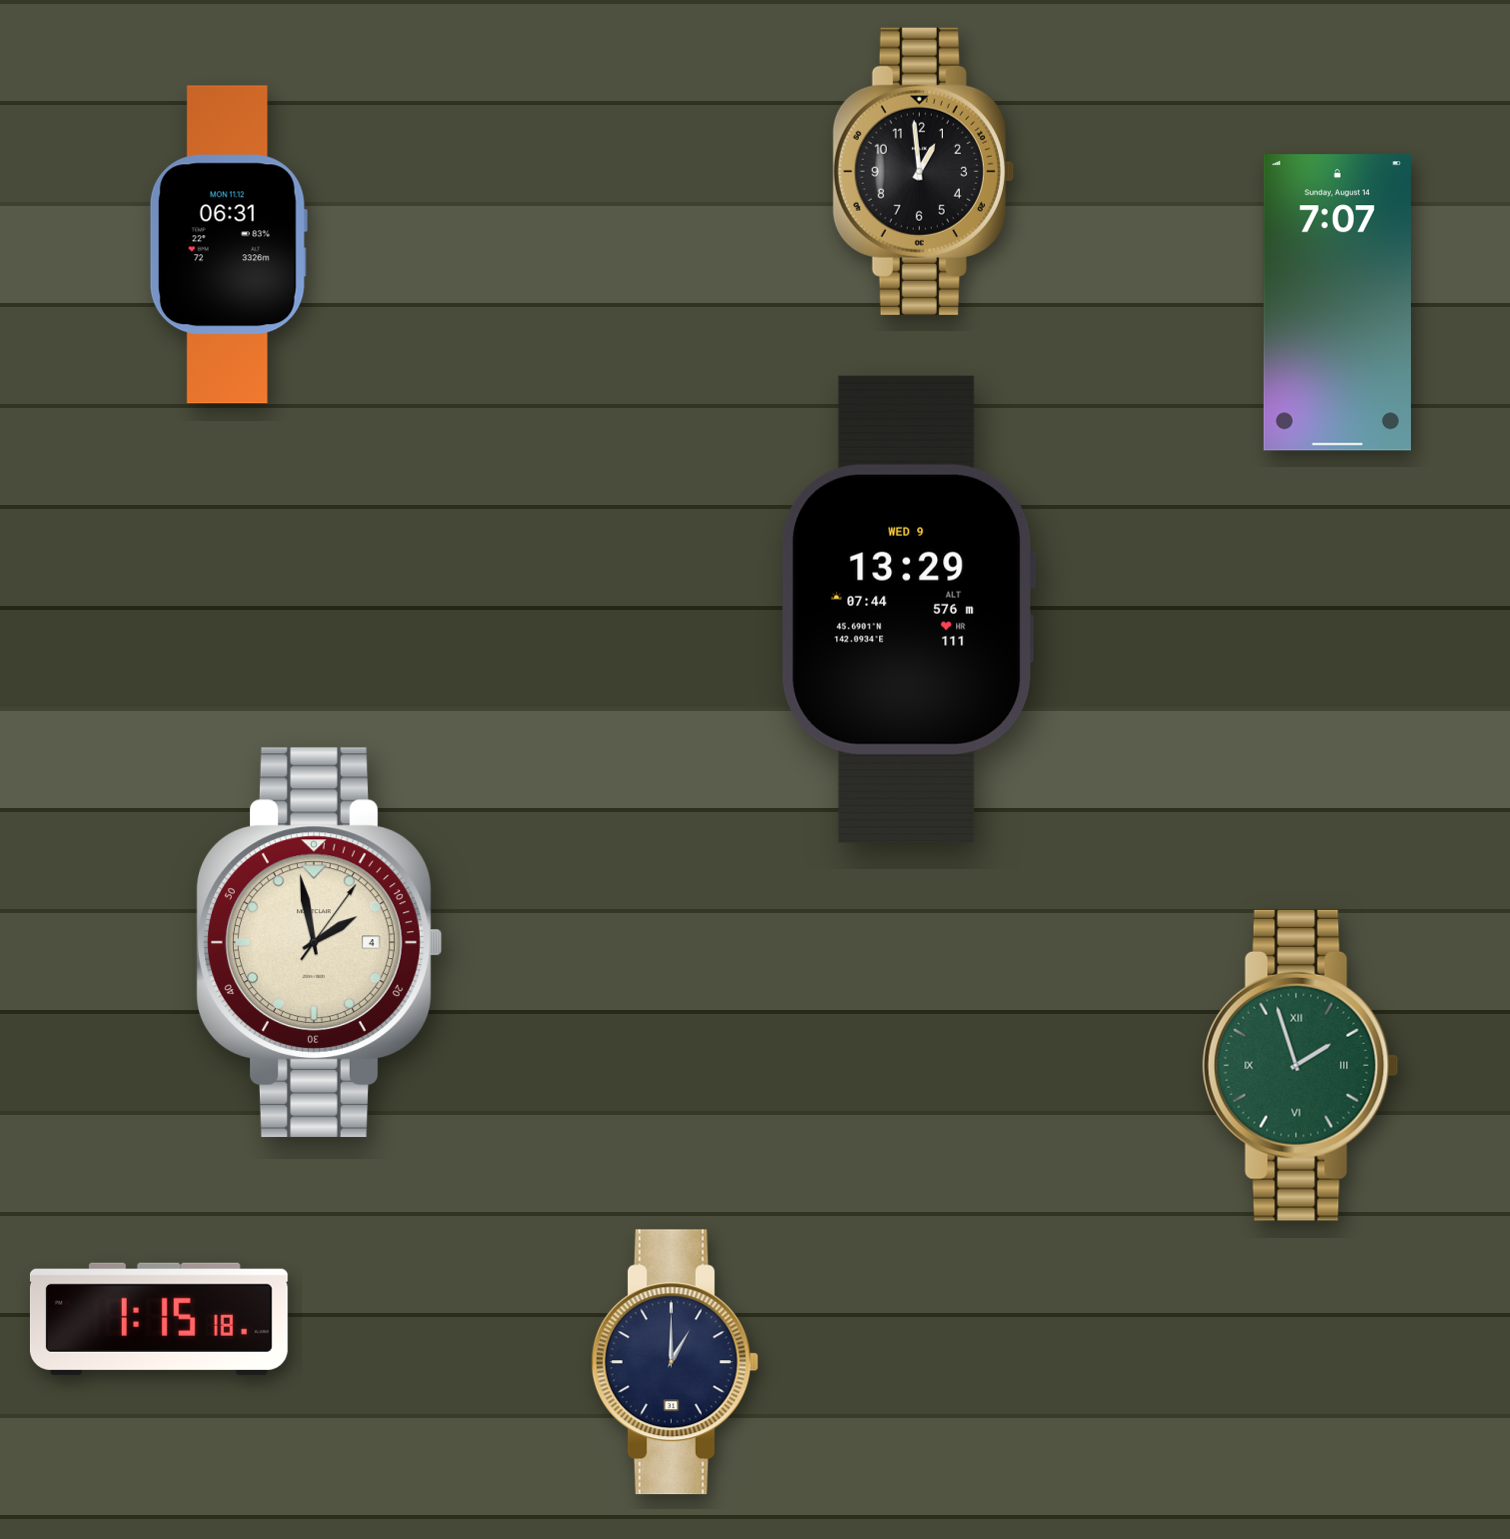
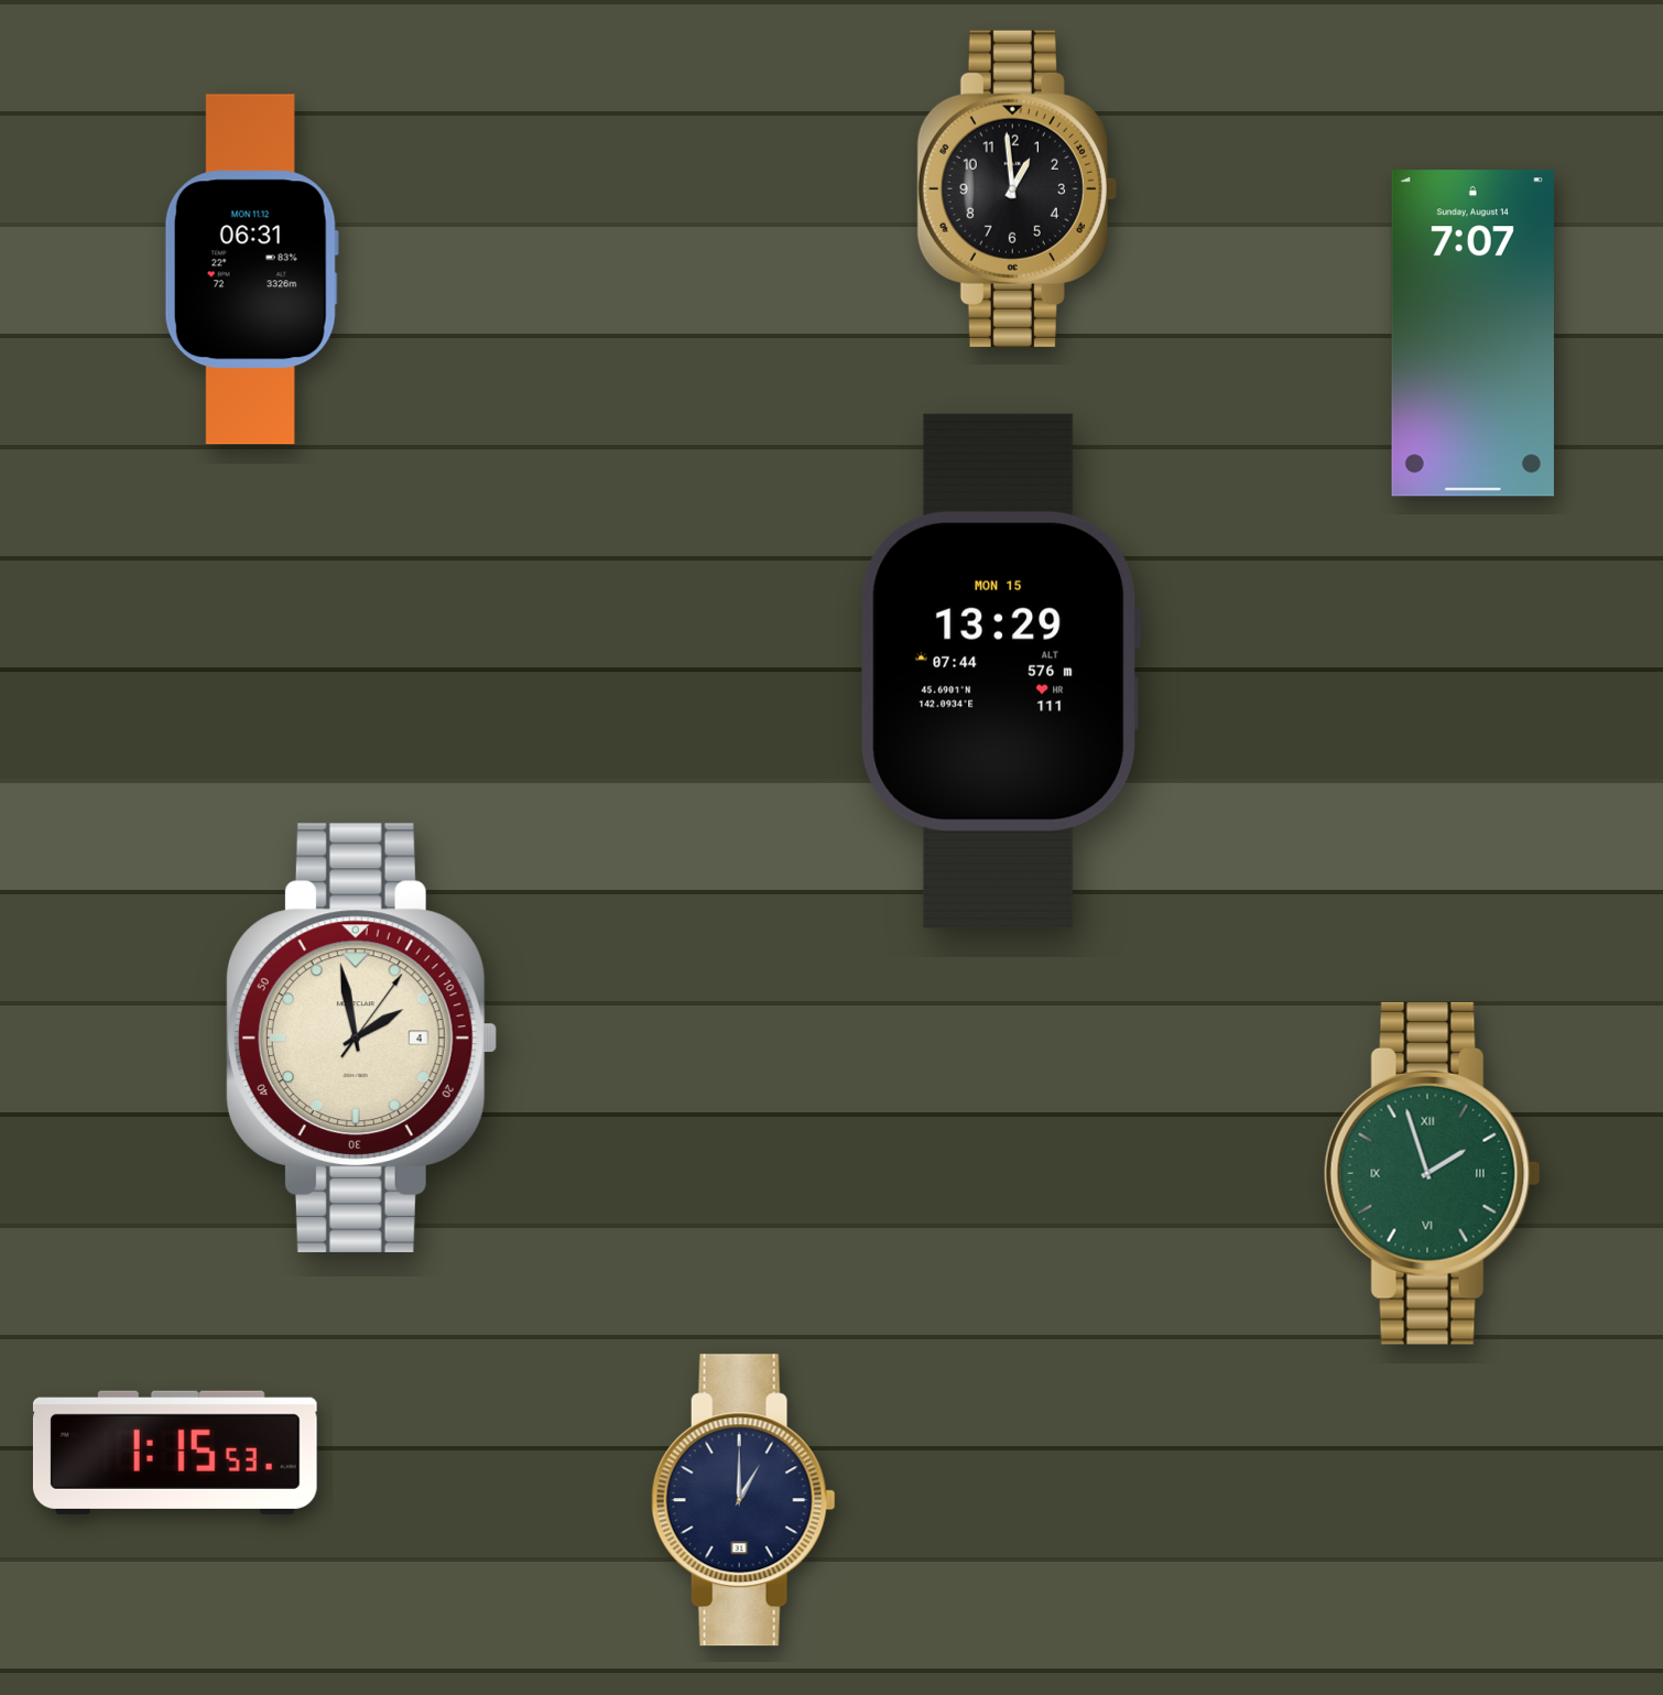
clock at (908, 609) date: WED 9 -> MON 15
clock at (319, 942) position: (319, 942) -> (361, 1037)
clock at (159, 1319): 1:15:18 -> 1:15:53
